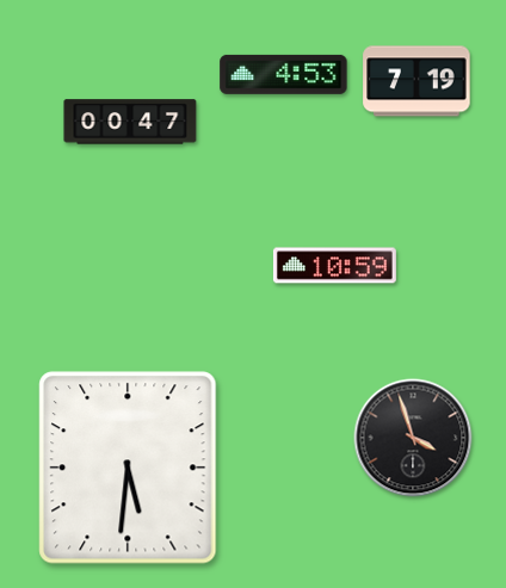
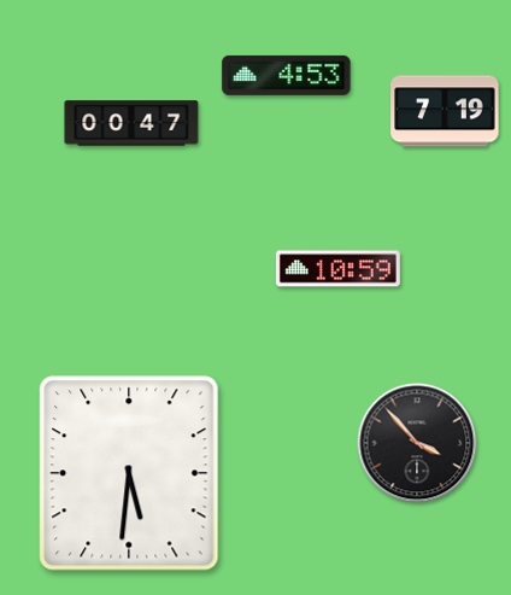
clock at (416, 81) position: (416, 81) -> (445, 111)
clock at (413, 438): 3:57 -> 3:53
